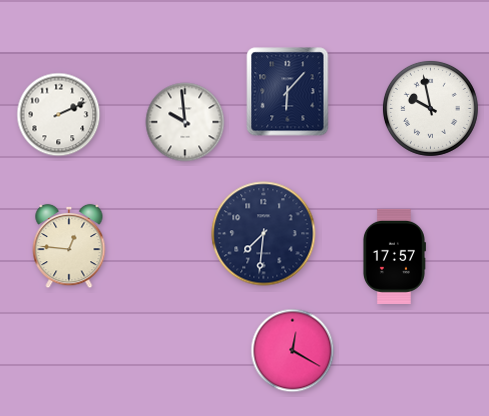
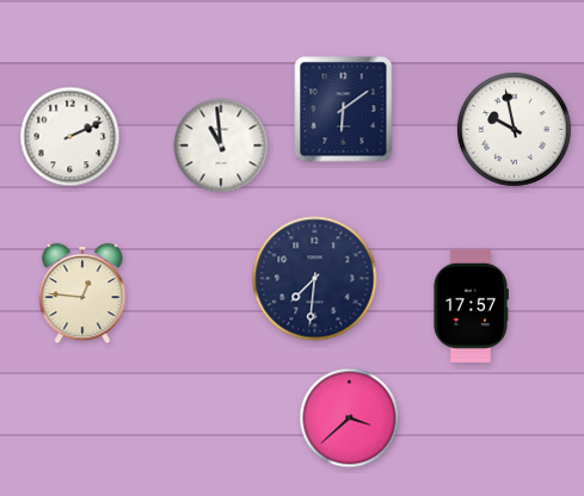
clock at (288, 92): 6:07 -> 6:09
clock at (185, 122): 9:59 -> 10:59
clock at (293, 351): 12:20 -> 3:38
